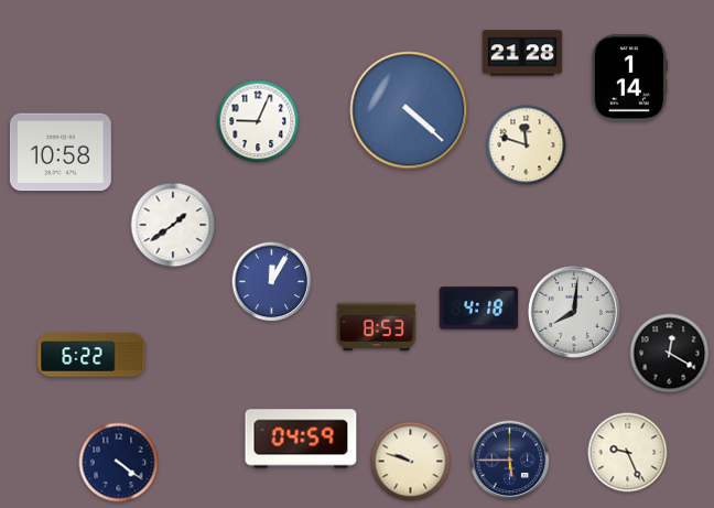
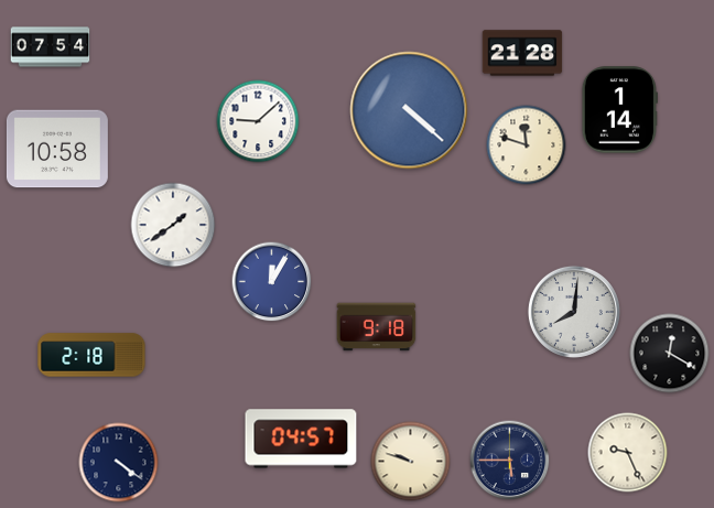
clock at (51, 47): none -> 07:54
clock at (629, 78) position: (629, 78) -> (619, 110)
clock at (258, 121): 9:04 -> 9:08
clock at (61, 152) position: (61, 152) -> (57, 149)
clock at (479, 309): 4:18 -> none
clock at (377, 327): 8:53 -> 9:18
clock at (91, 355): 6:22 -> 2:18
clock at (301, 439): 04:59 -> 04:57
